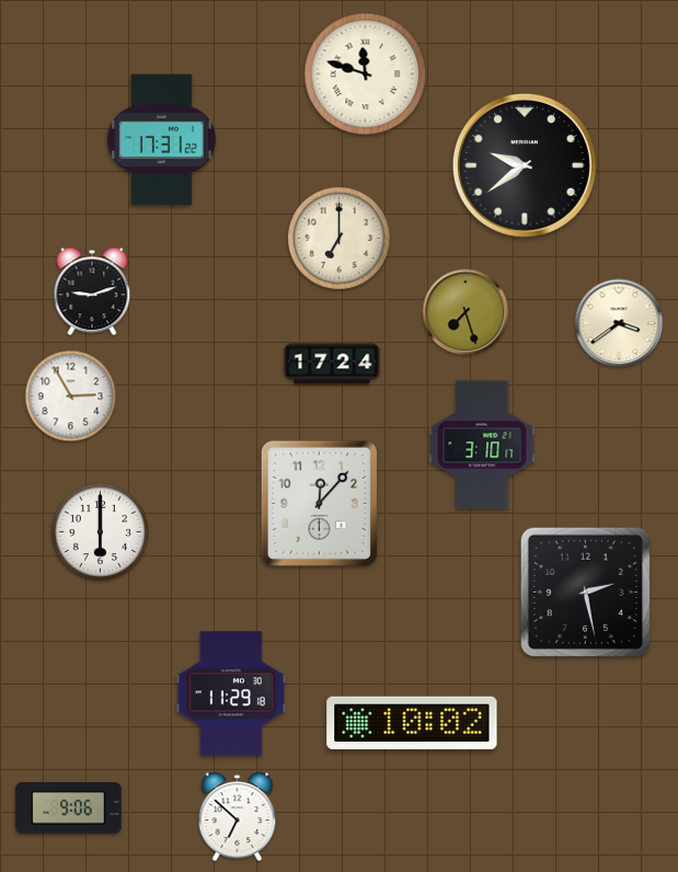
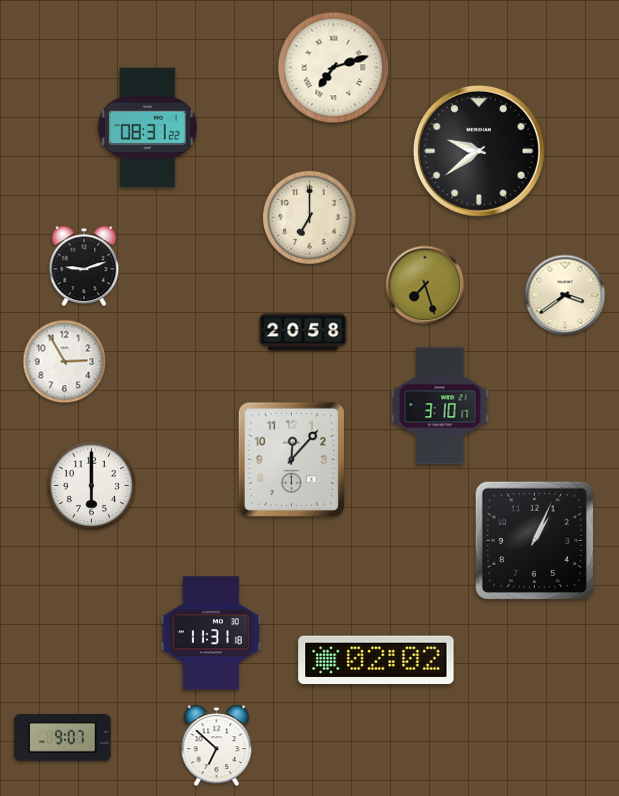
clock at (366, 74): 11:48 -> 7:12
clock at (161, 140): 17:31 -> 08:31
clock at (332, 364): 17:24 -> 20:58
clock at (585, 592): 2:28 -> 1:04
clock at (231, 693): 11:29 -> 11:31
clock at (412, 723): 10:02 -> 02:02
clock at (69, 808): 9:06 -> 9:07
